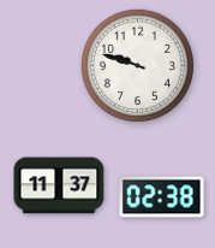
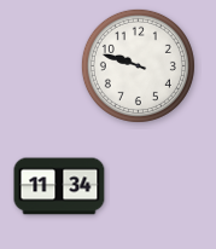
clock at (59, 185): 11:37 -> 11:34
clock at (162, 197): 02:38 -> none
